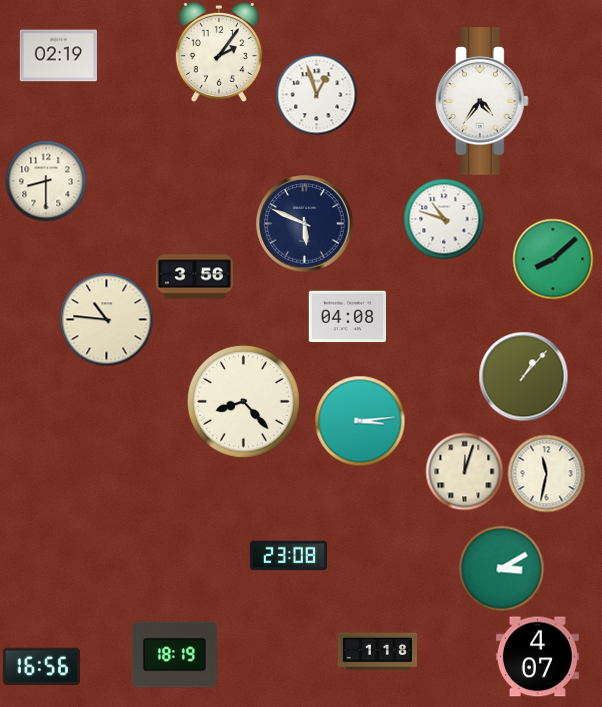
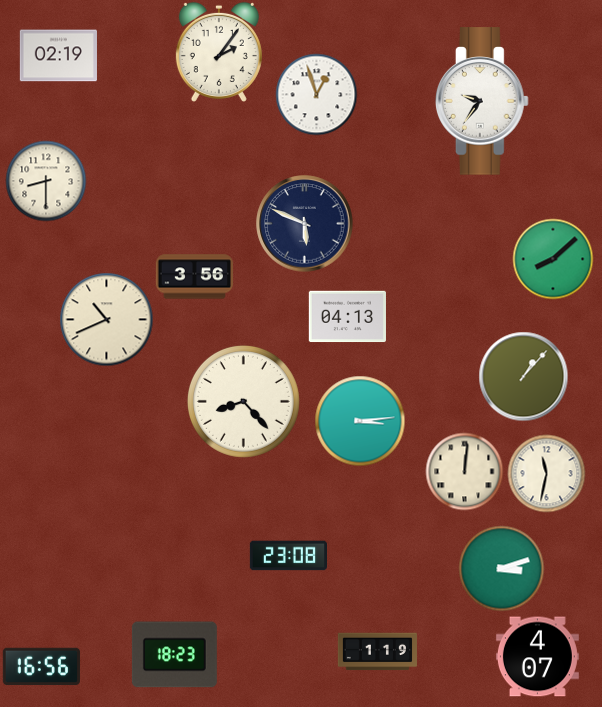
clock at (482, 101): 4:36 -> 9:36
clock at (444, 219): 10:48 -> none
clock at (347, 317): 04:08 -> 04:13
clock at (106, 319): 10:46 -> 10:41
clock at (464, 471): 12:03 -> 12:01
clock at (501, 568): 3:10 -> 3:12
clock at (377, 652): 1:18 -> 1:19
clock at (174, 655): 18:19 -> 18:23
